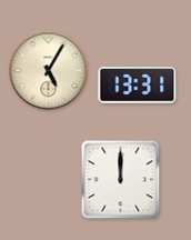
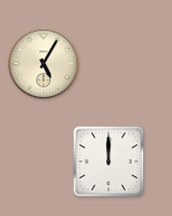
clock at (138, 86): 13:31 -> none
